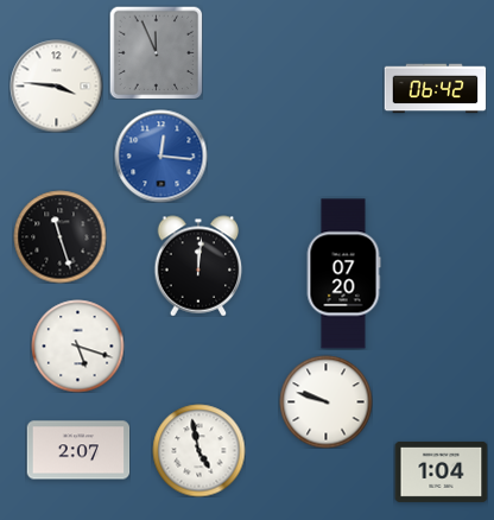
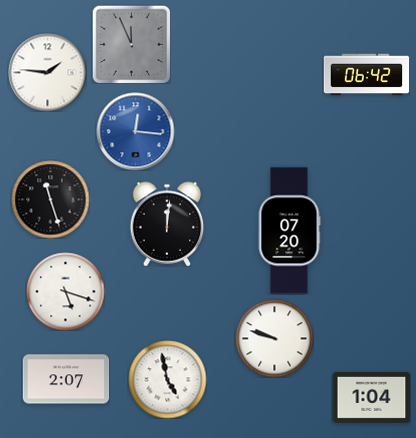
clock at (56, 85): 3:46 -> 1:46
